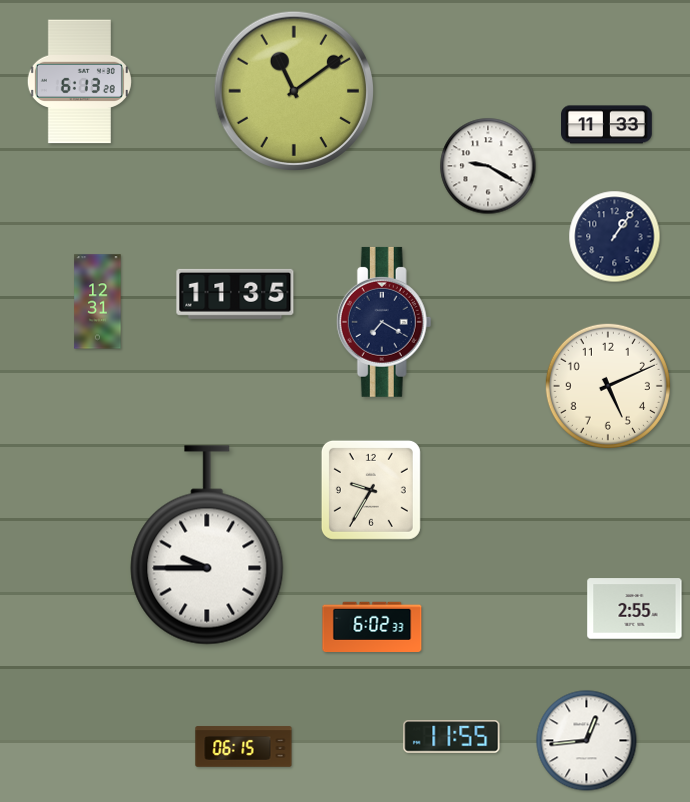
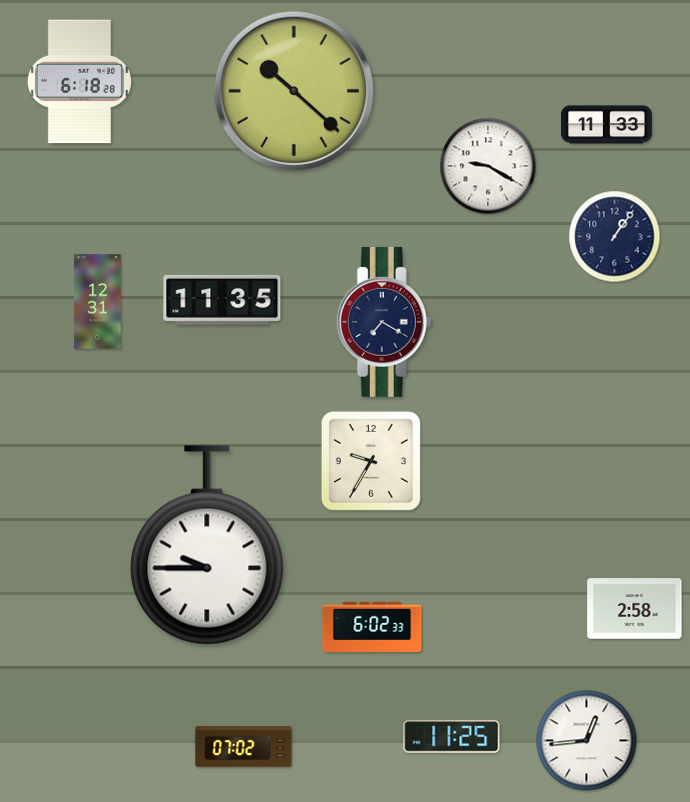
clock at (79, 82): 6:13 -> 6:18
clock at (293, 90): 11:09 -> 10:22
clock at (235, 294) position: (235, 294) -> (222, 300)
clock at (608, 386): 5:11 -> none
clock at (371, 490) position: (371, 490) -> (371, 461)
clock at (635, 609): 2:55 -> 2:58
clock at (452, 737): 11:55 -> 11:25
clock at (244, 747): 06:15 -> 07:02
